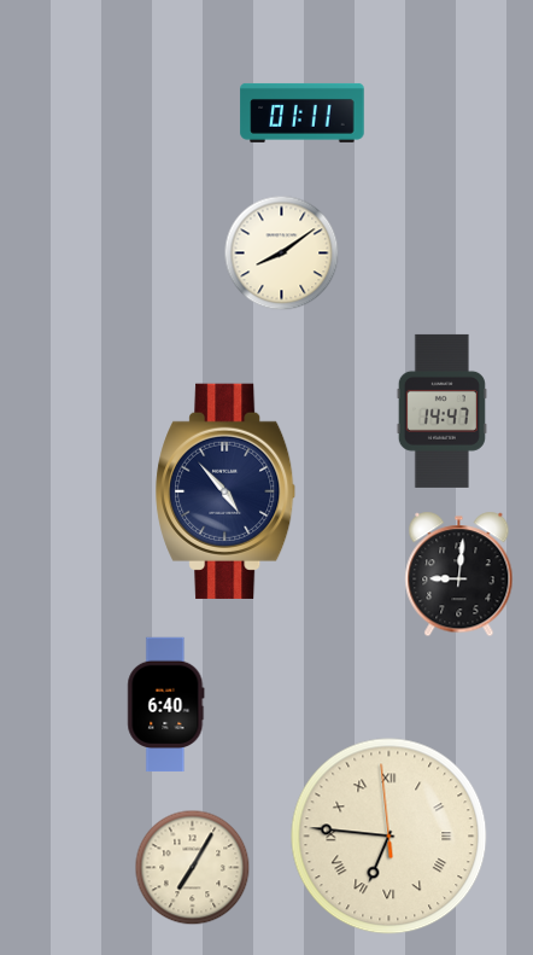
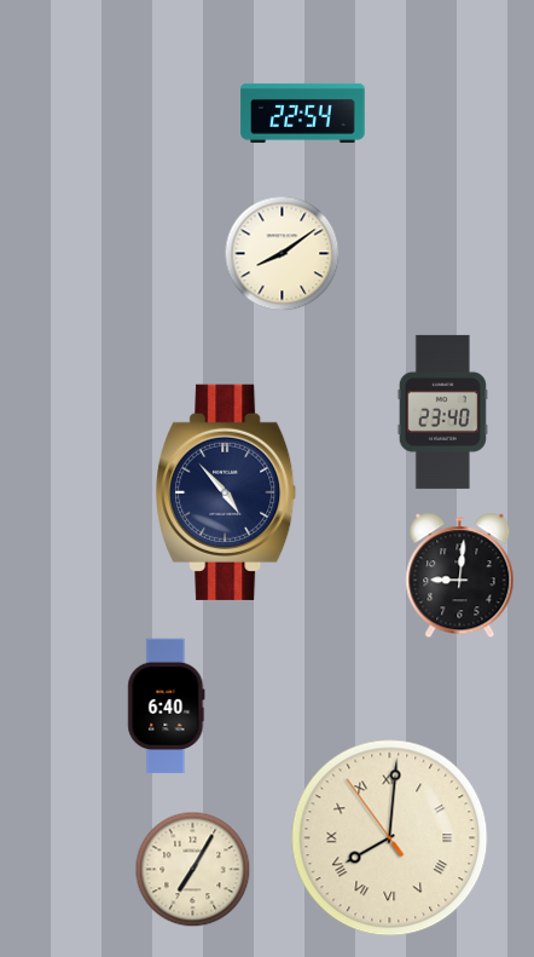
clock at (303, 112): 01:11 -> 22:54
clock at (441, 410): 14:47 -> 23:40
clock at (389, 837): 6:45 -> 8:00
